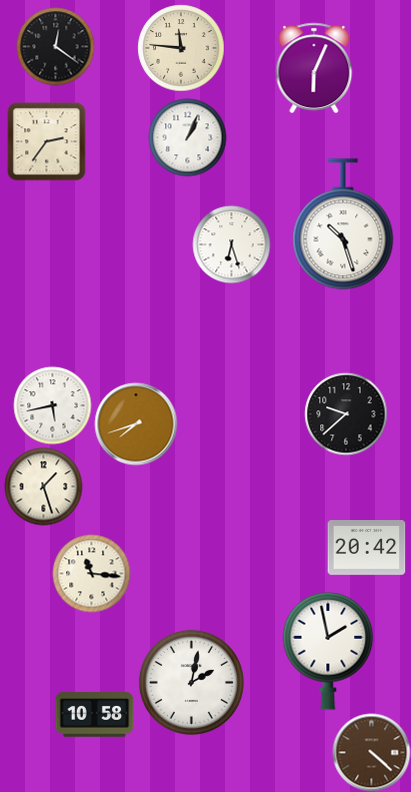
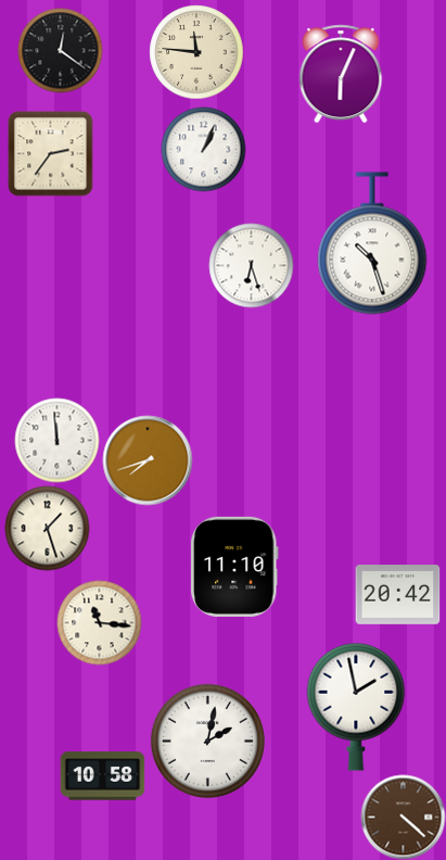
clock at (52, 405): 5:43 -> 11:59
clock at (346, 414): 9:38 -> none
clock at (234, 567): none -> 11:10
